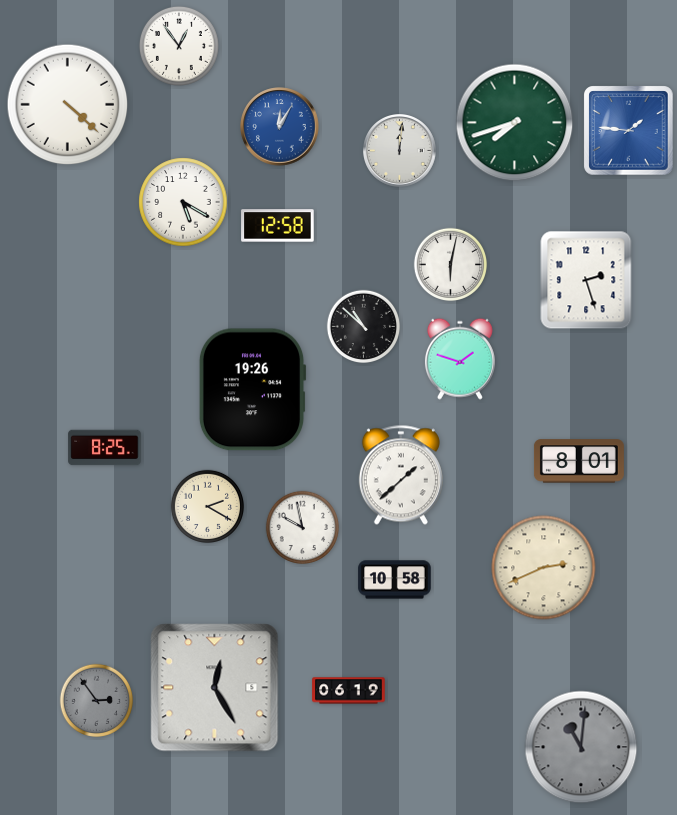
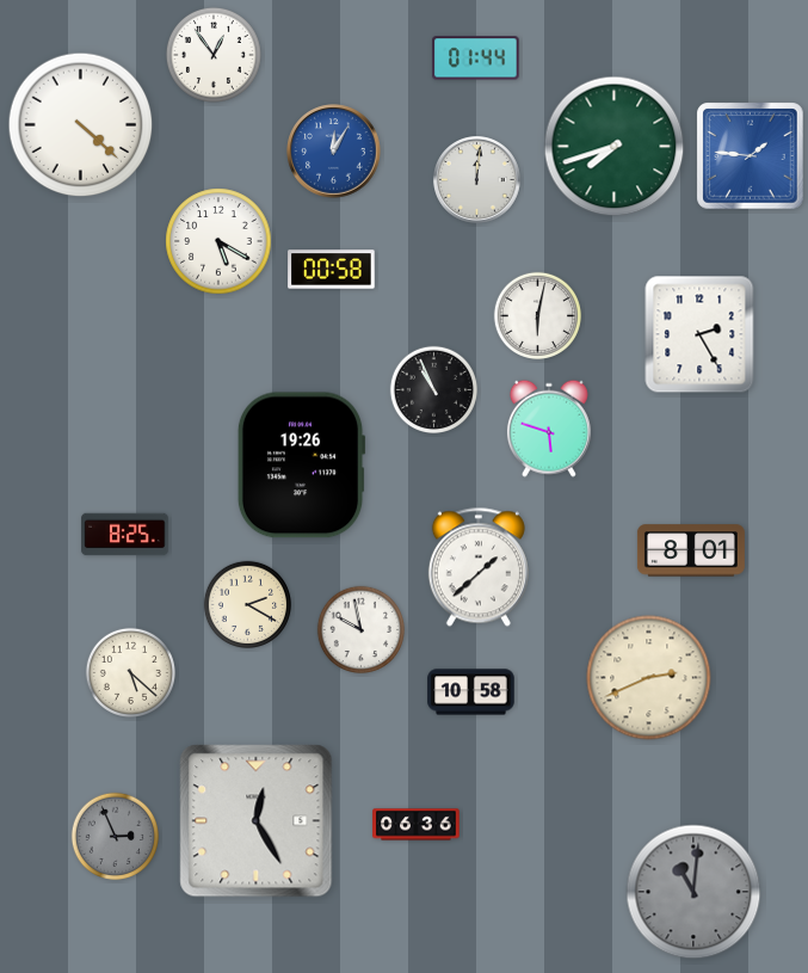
clock at (476, 58): none -> 01:44
clock at (278, 226): 12:58 -> 00:58
clock at (586, 280): 2:27 -> 2:25
clock at (364, 327): 10:52 -> 10:56
clock at (460, 359): 1:48 -> 5:48
clock at (130, 672): none -> 5:22
clock at (349, 691): 06:19 -> 06:36
clock at (97, 701): 2:54 -> 2:56
